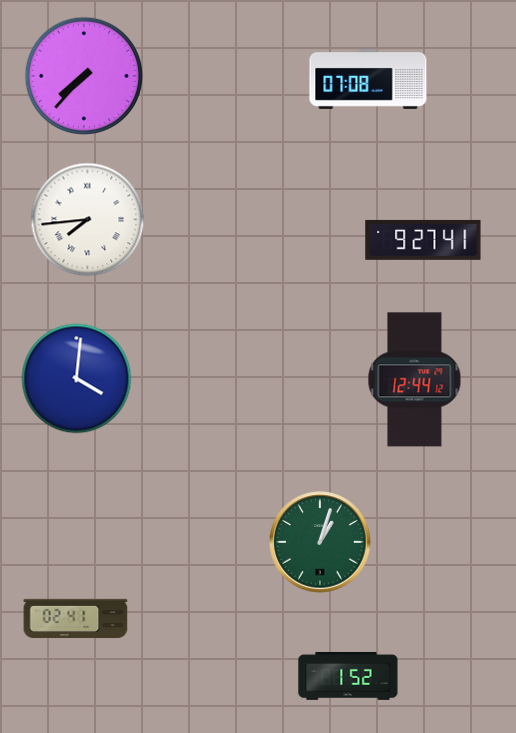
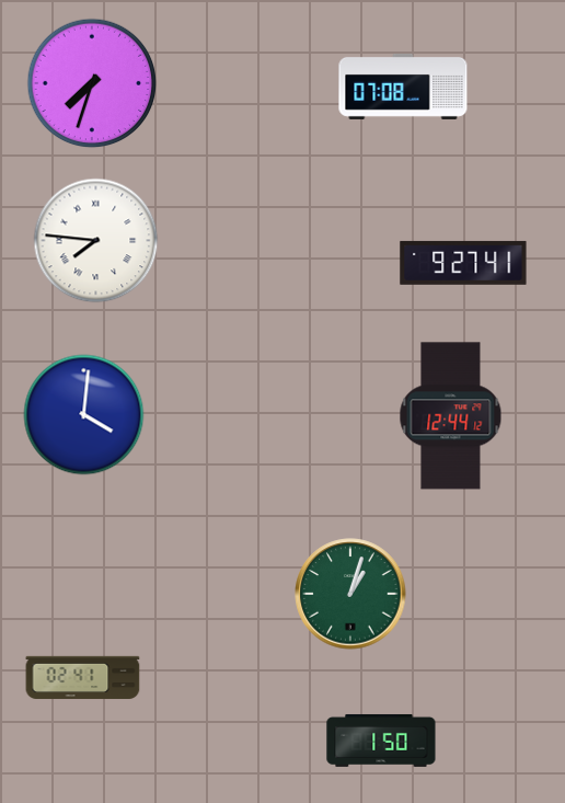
clock at (84, 76): 7:37 -> 7:33
clock at (88, 220): 7:44 -> 7:46
clock at (415, 380) position: (415, 380) -> (451, 416)
clock at (348, 676): 1:52 -> 1:50
